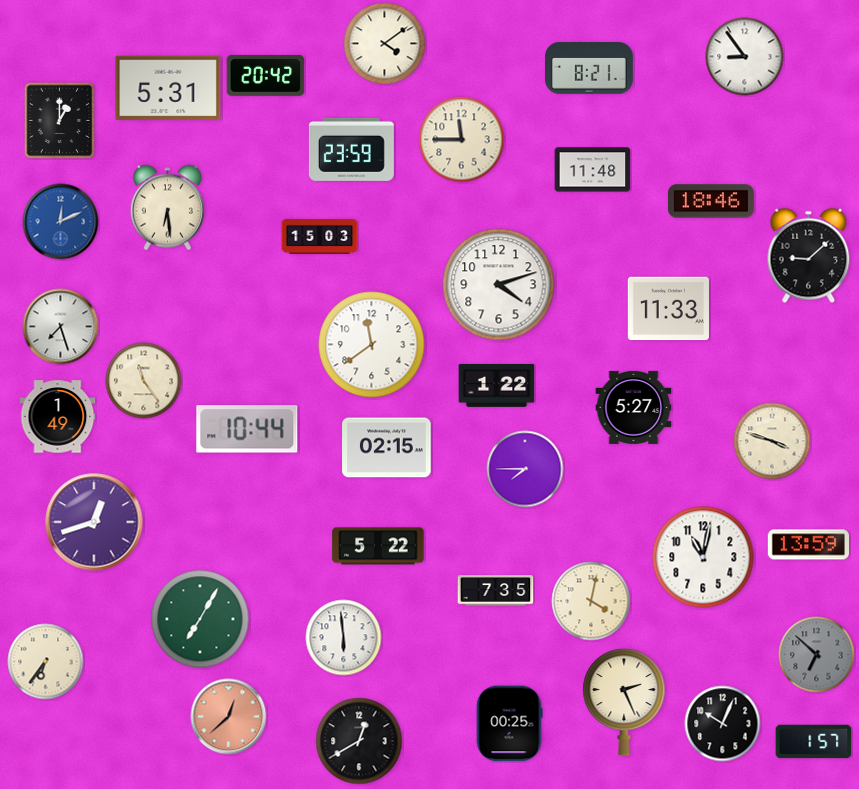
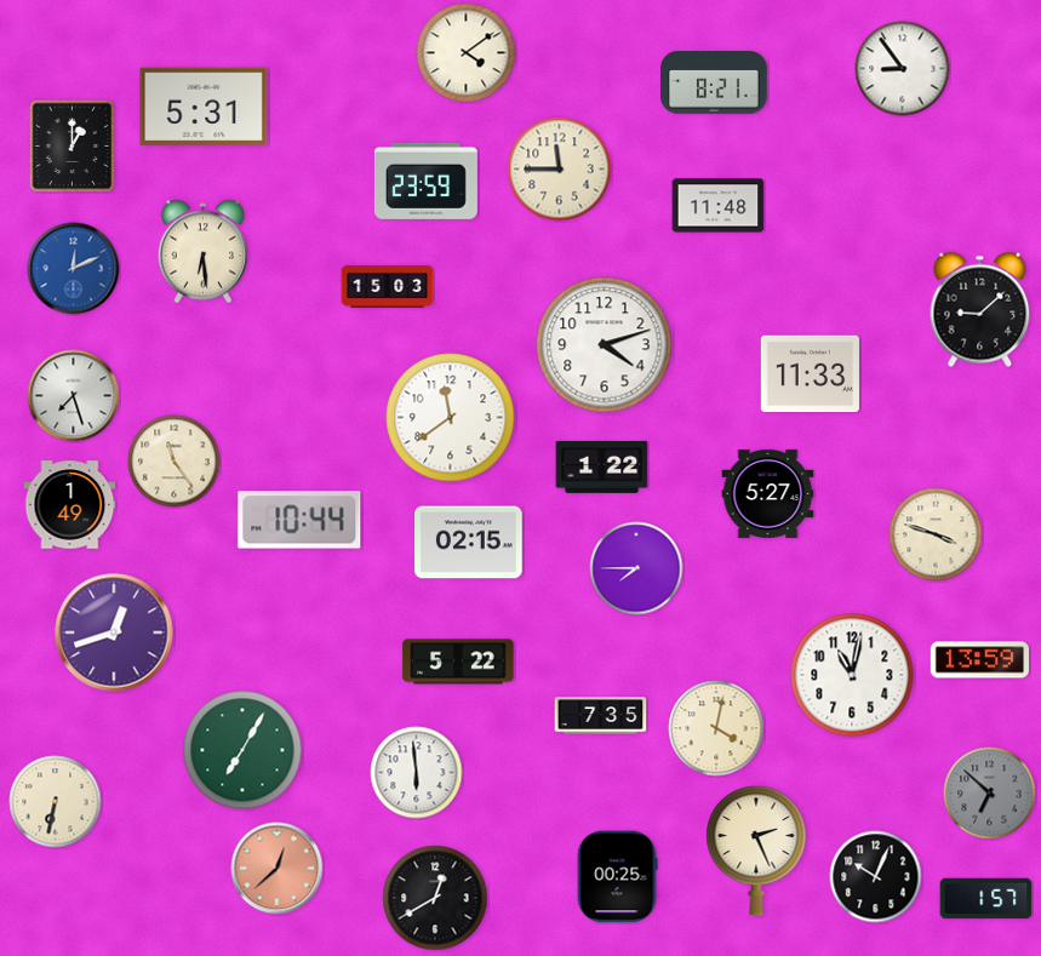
clock at (266, 75): 20:42 -> none
clock at (711, 201): 18:46 -> none
clock at (46, 662): 6:36 -> 6:32
